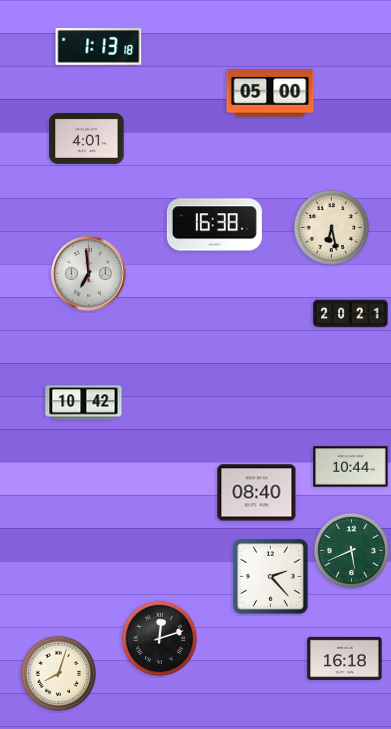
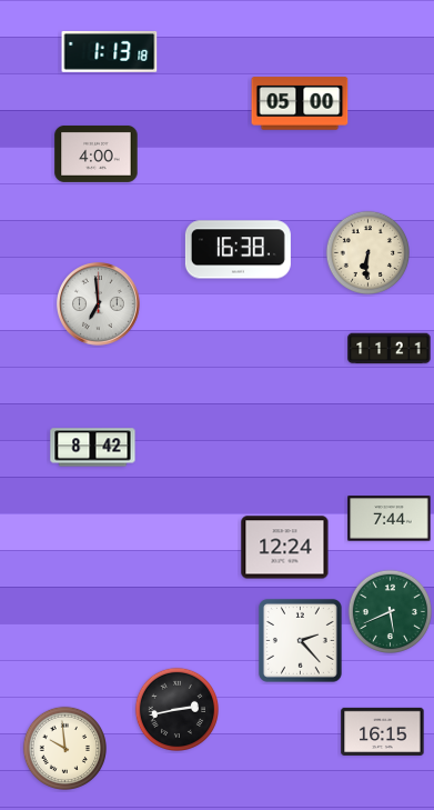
clock at (87, 138): 4:01 -> 4:00
clock at (331, 227): 6:28 -> 6:31
clock at (351, 314): 20:21 -> 11:21
clock at (84, 403): 10:42 -> 8:42
clock at (351, 467): 10:44 -> 7:44
clock at (257, 493): 08:40 -> 12:24
clock at (159, 638): 12:12 -> 2:43
clock at (345, 658): 16:18 -> 16:15
clock at (58, 673): 8:03 -> 9:59
